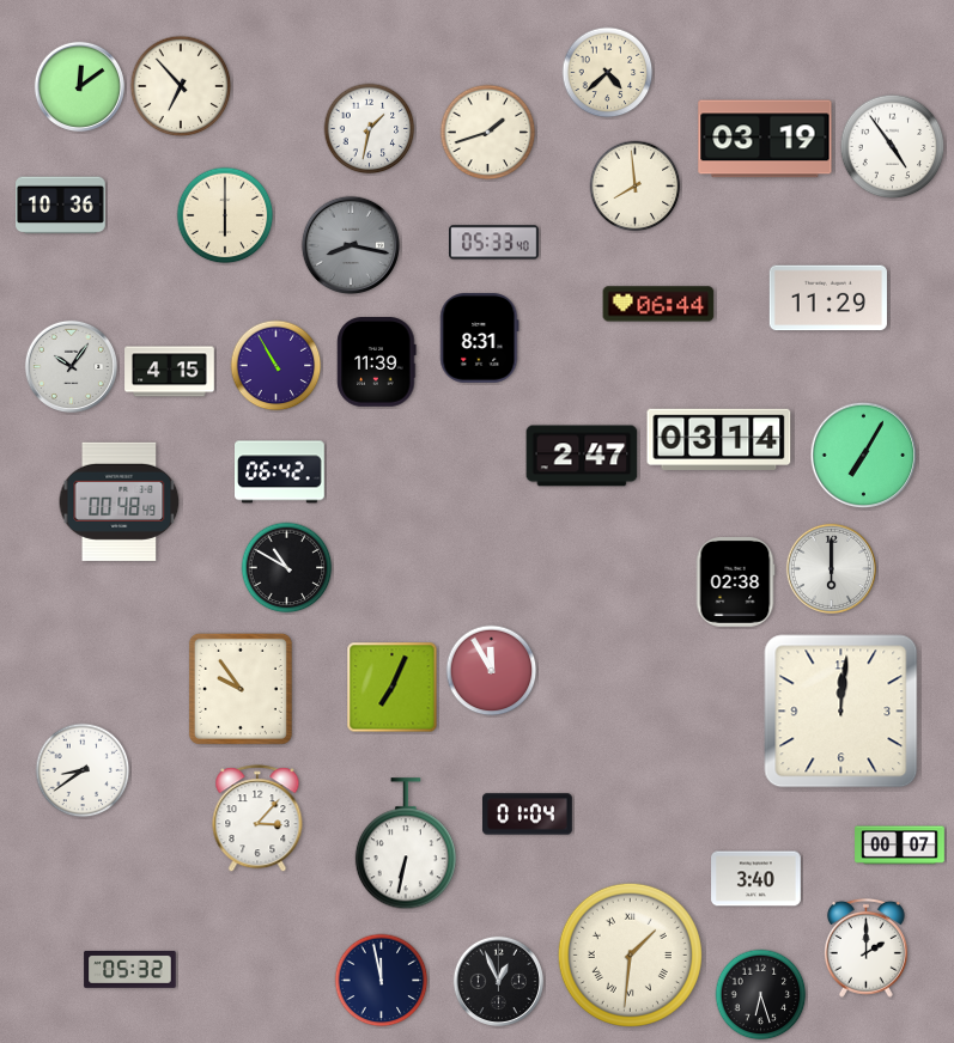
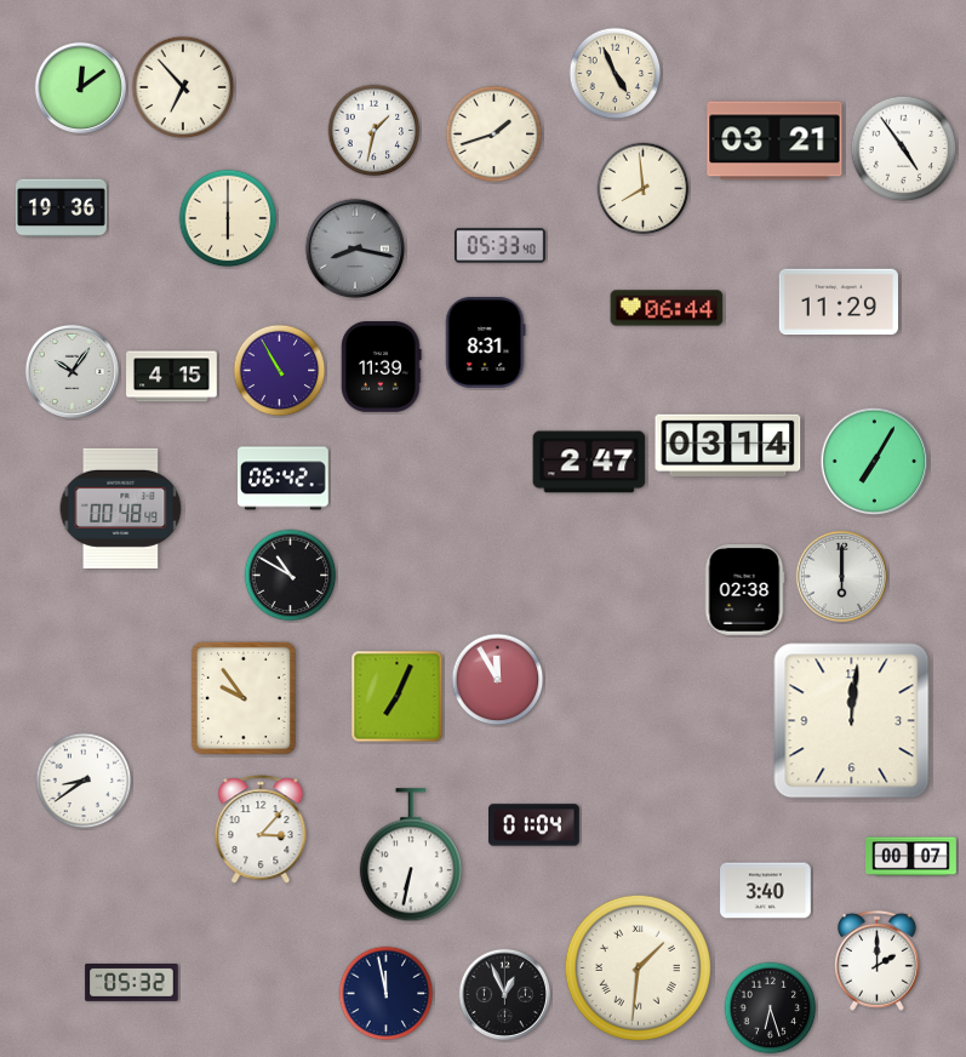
clock at (608, 73): 4:38 -> 4:56
clock at (765, 139): 03:19 -> 03:21
clock at (61, 206): 10:36 -> 19:36
